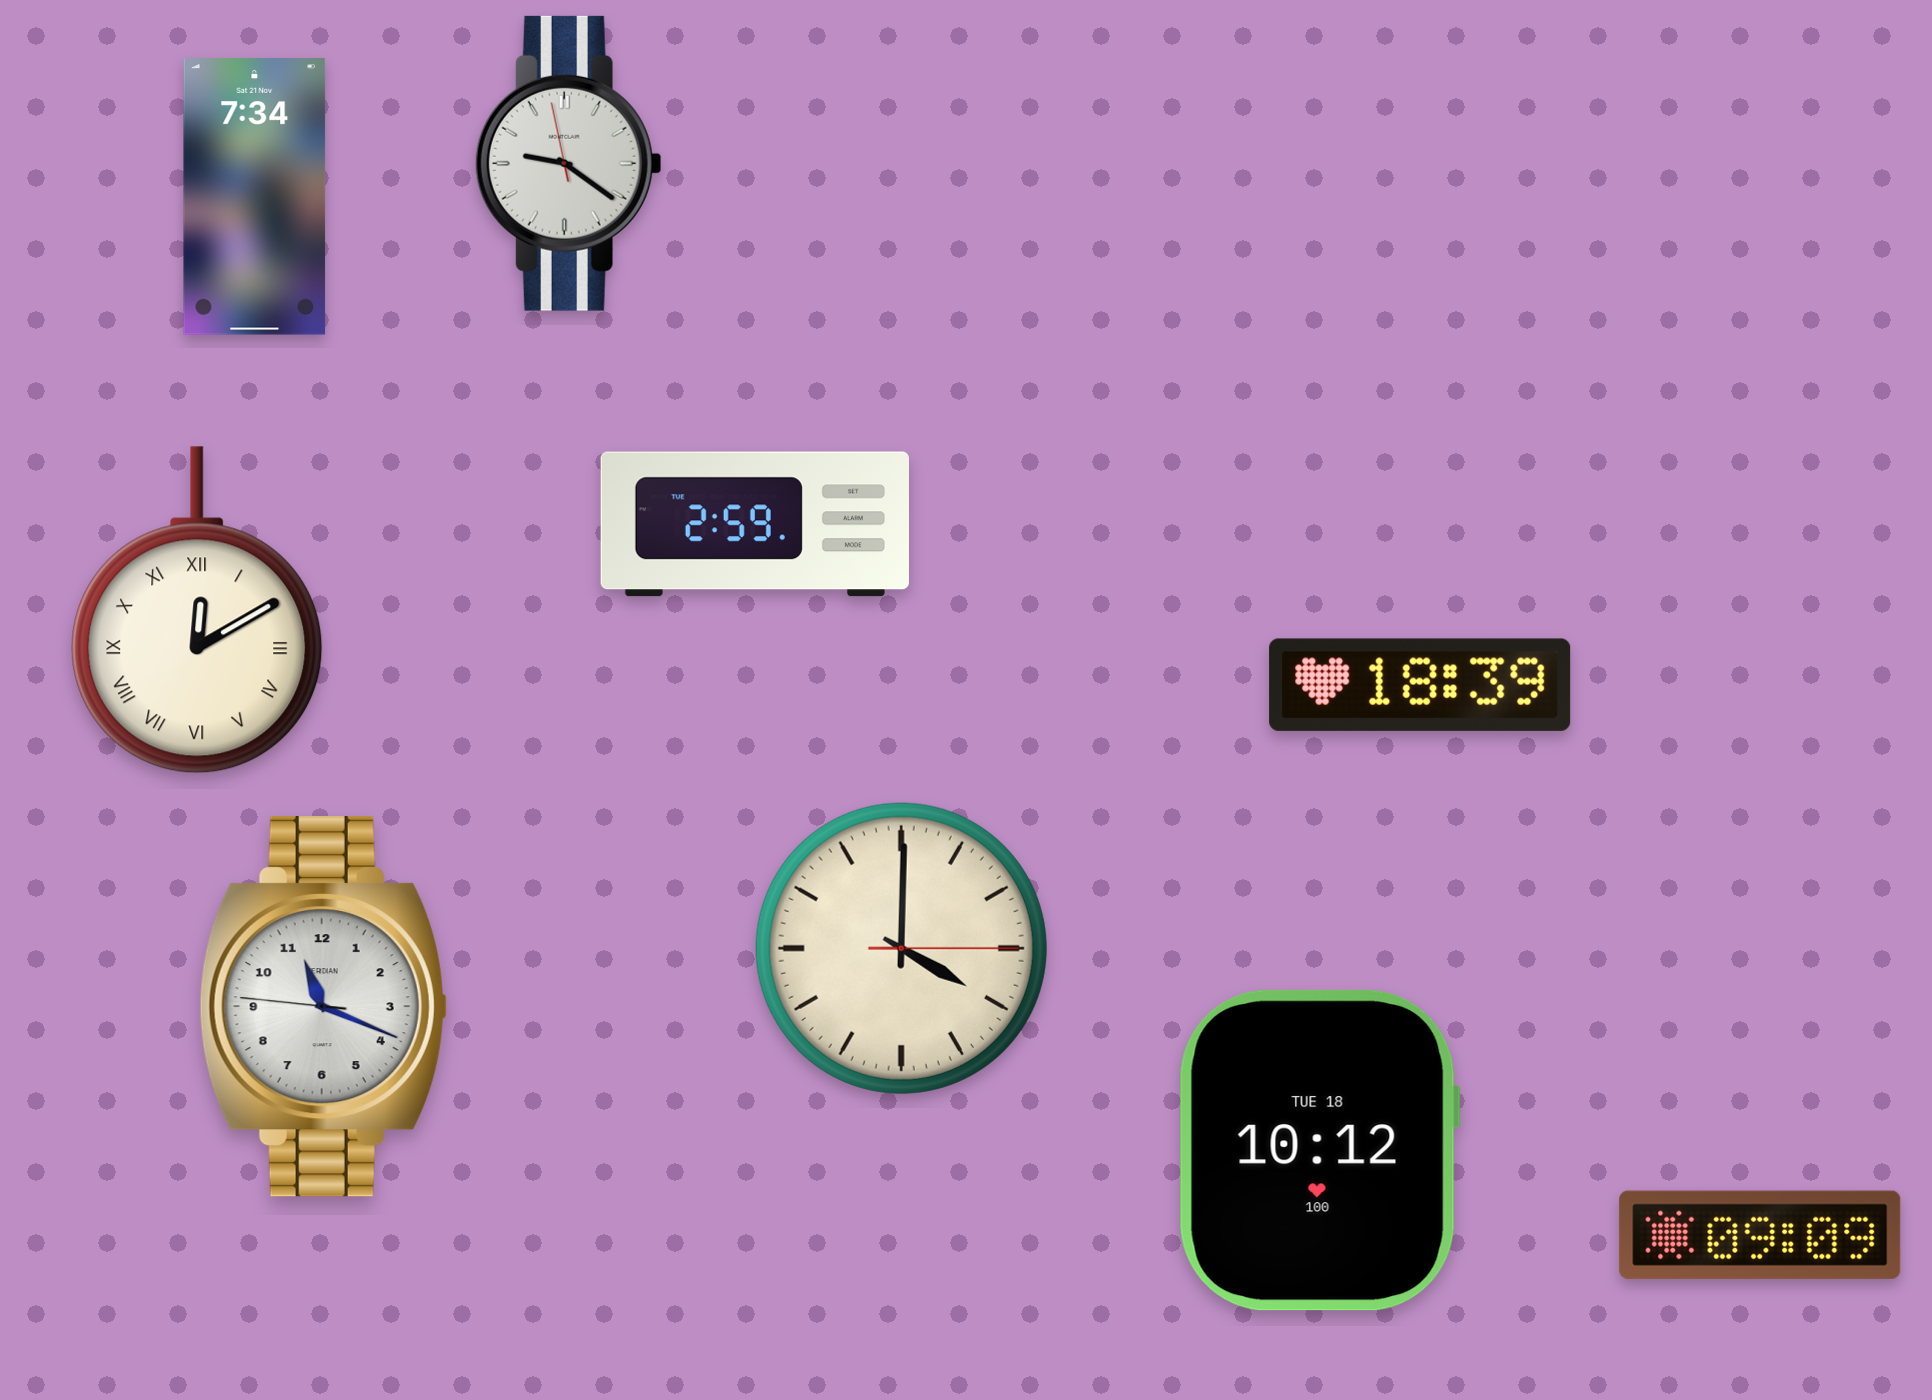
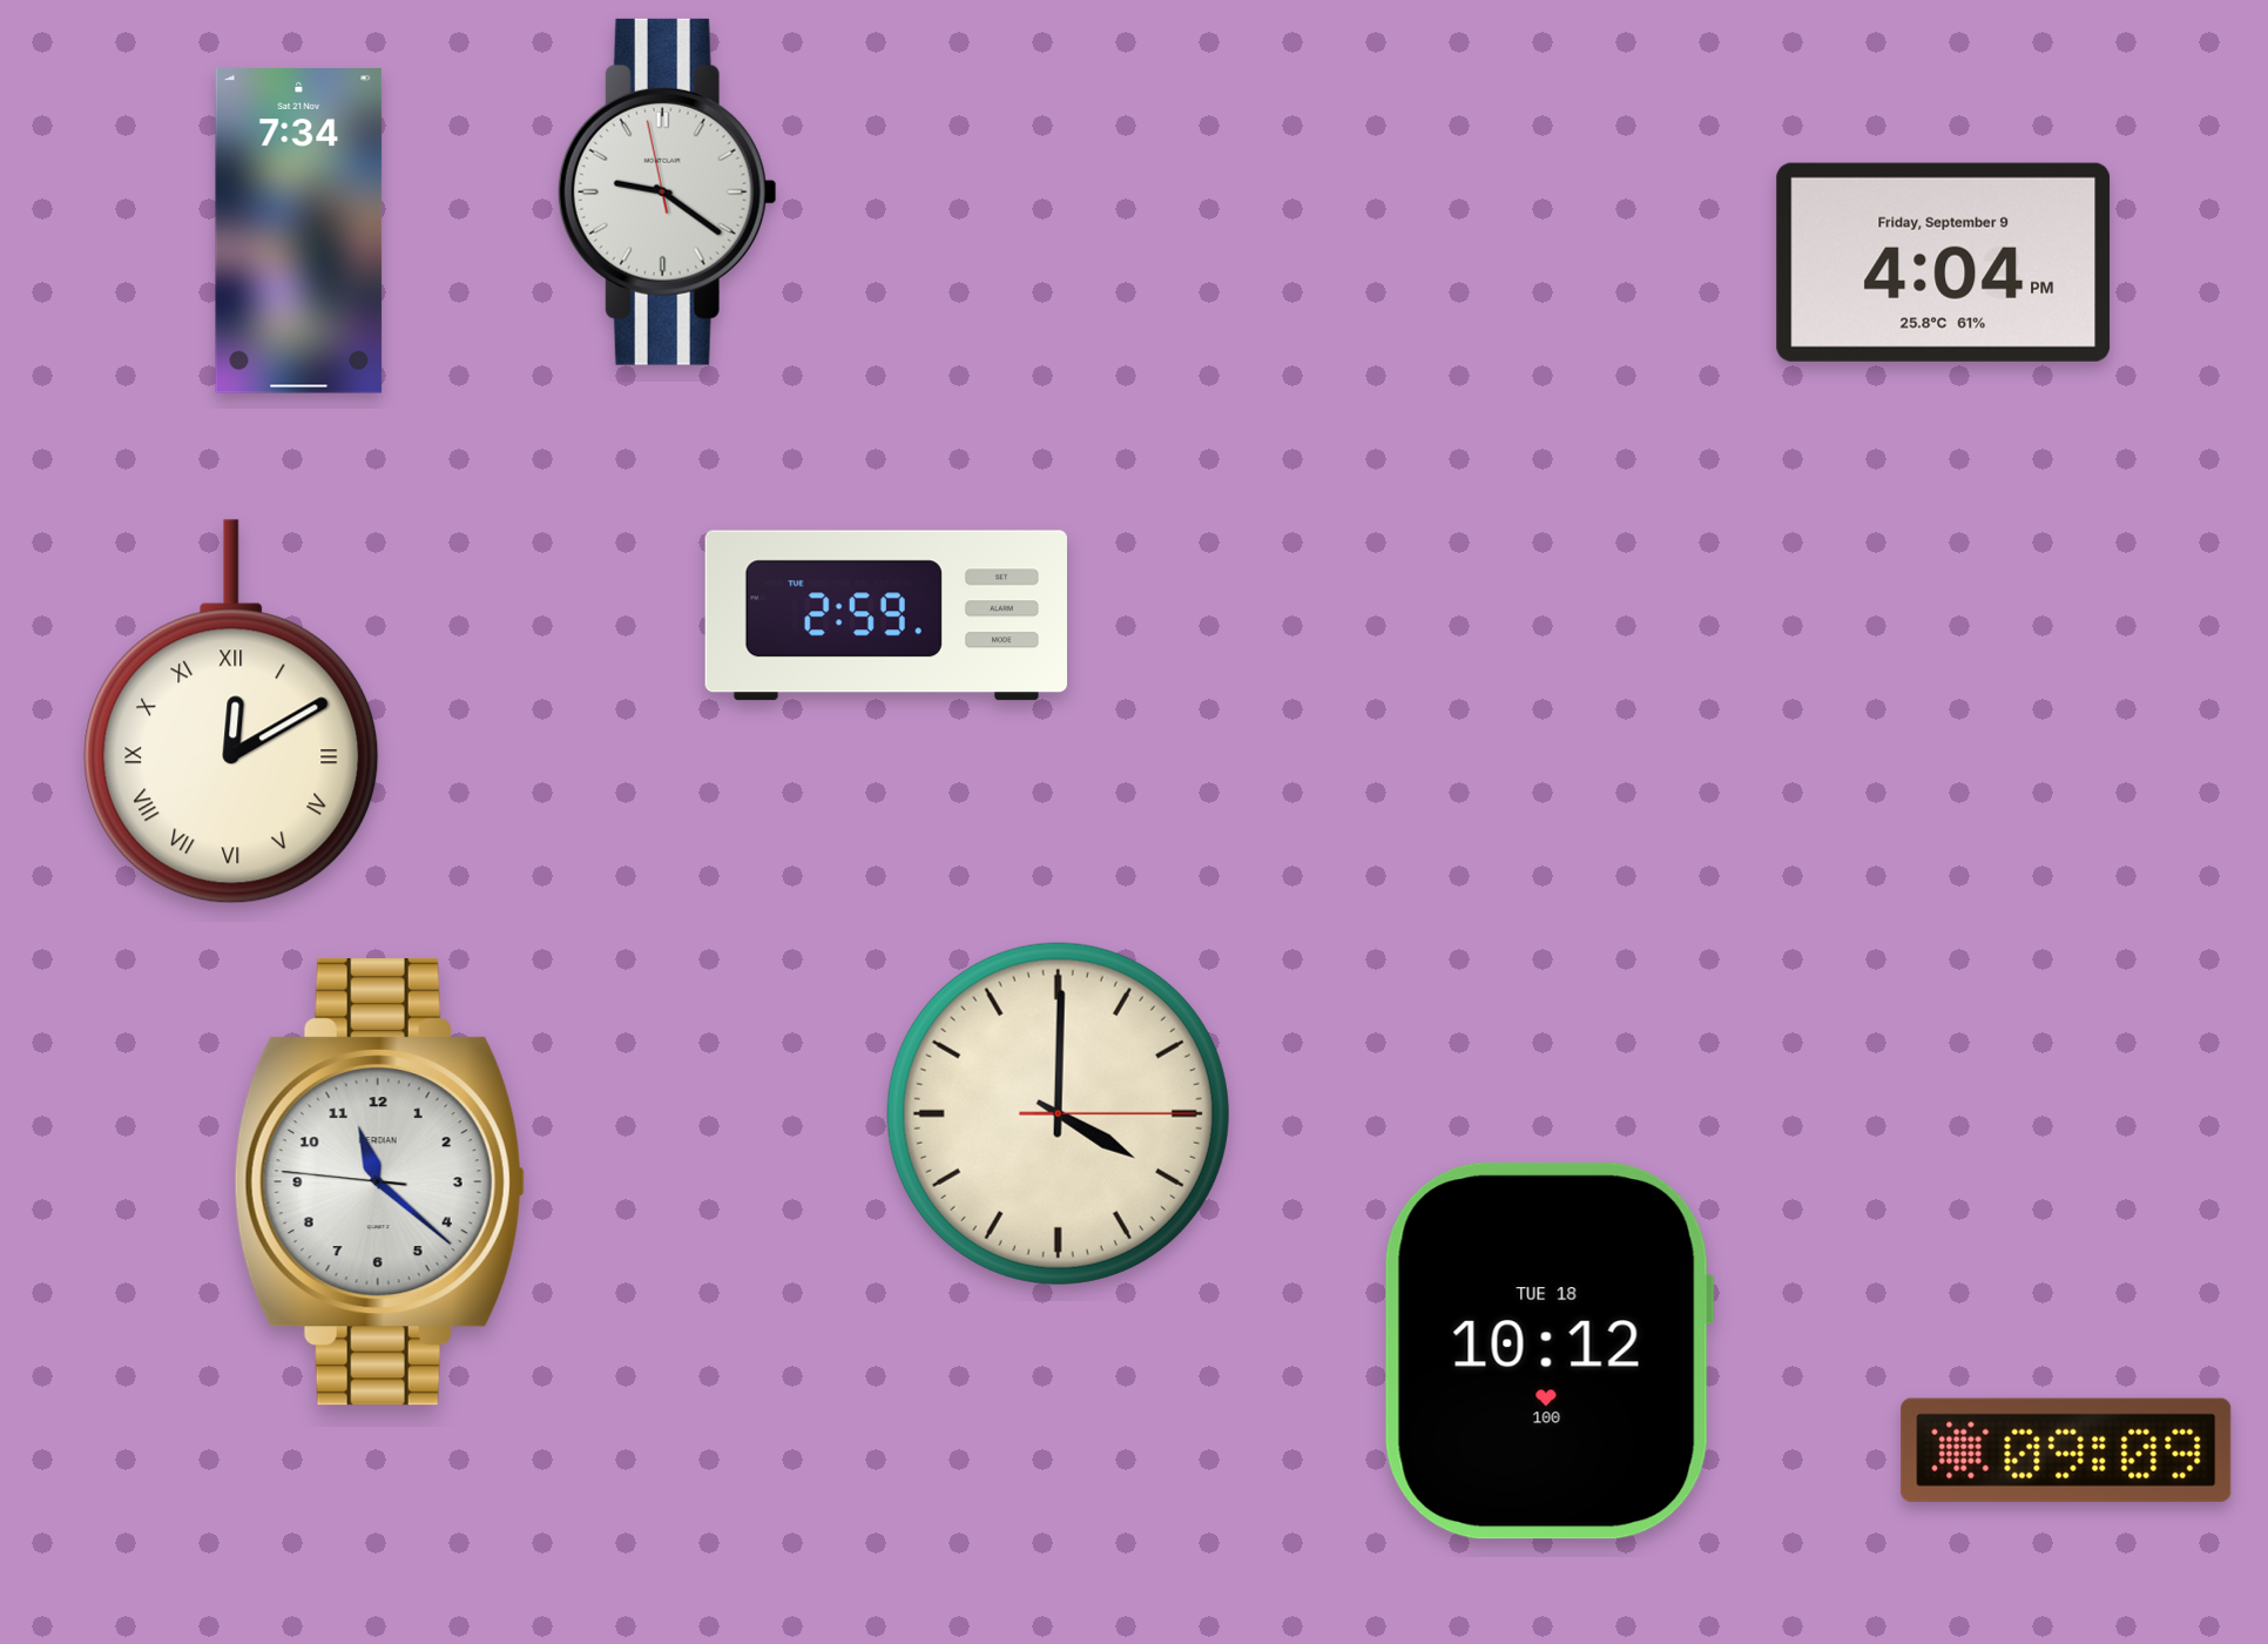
clock at (1944, 262): none -> 4:04
clock at (197, 610) position: (197, 610) -> (231, 712)
clock at (1420, 685): 18:39 -> none
clock at (323, 1007): 11:18 -> 11:21
